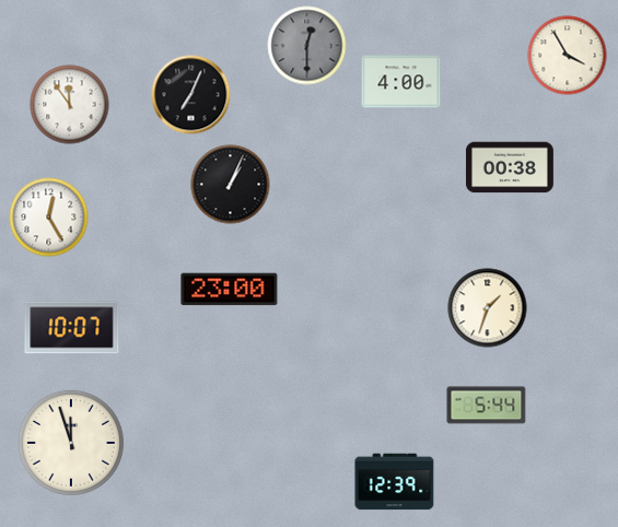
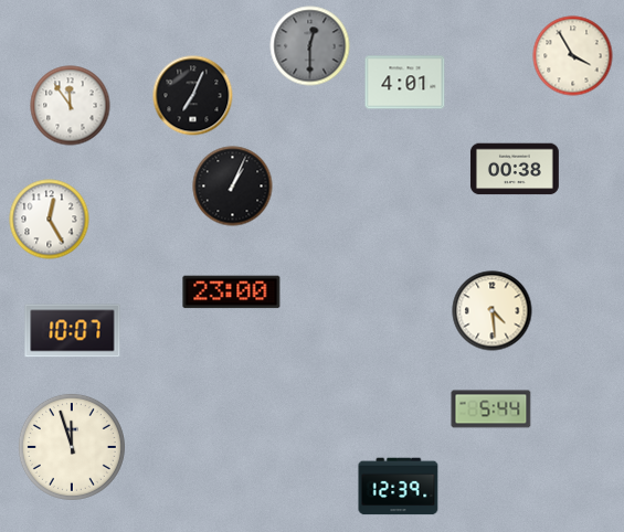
clock at (401, 82): 4:00 -> 4:01
clock at (488, 308): 1:33 -> 4:29
